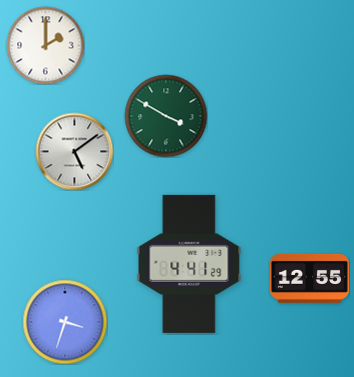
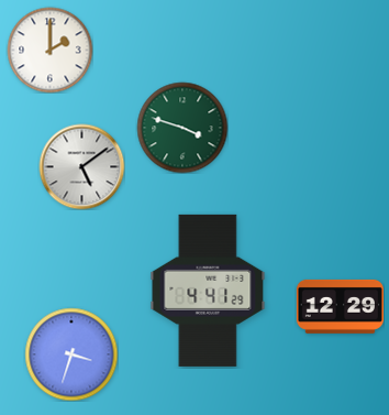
clock at (166, 116): 3:50 -> 3:48
clock at (309, 278): 12:55 -> 12:29
